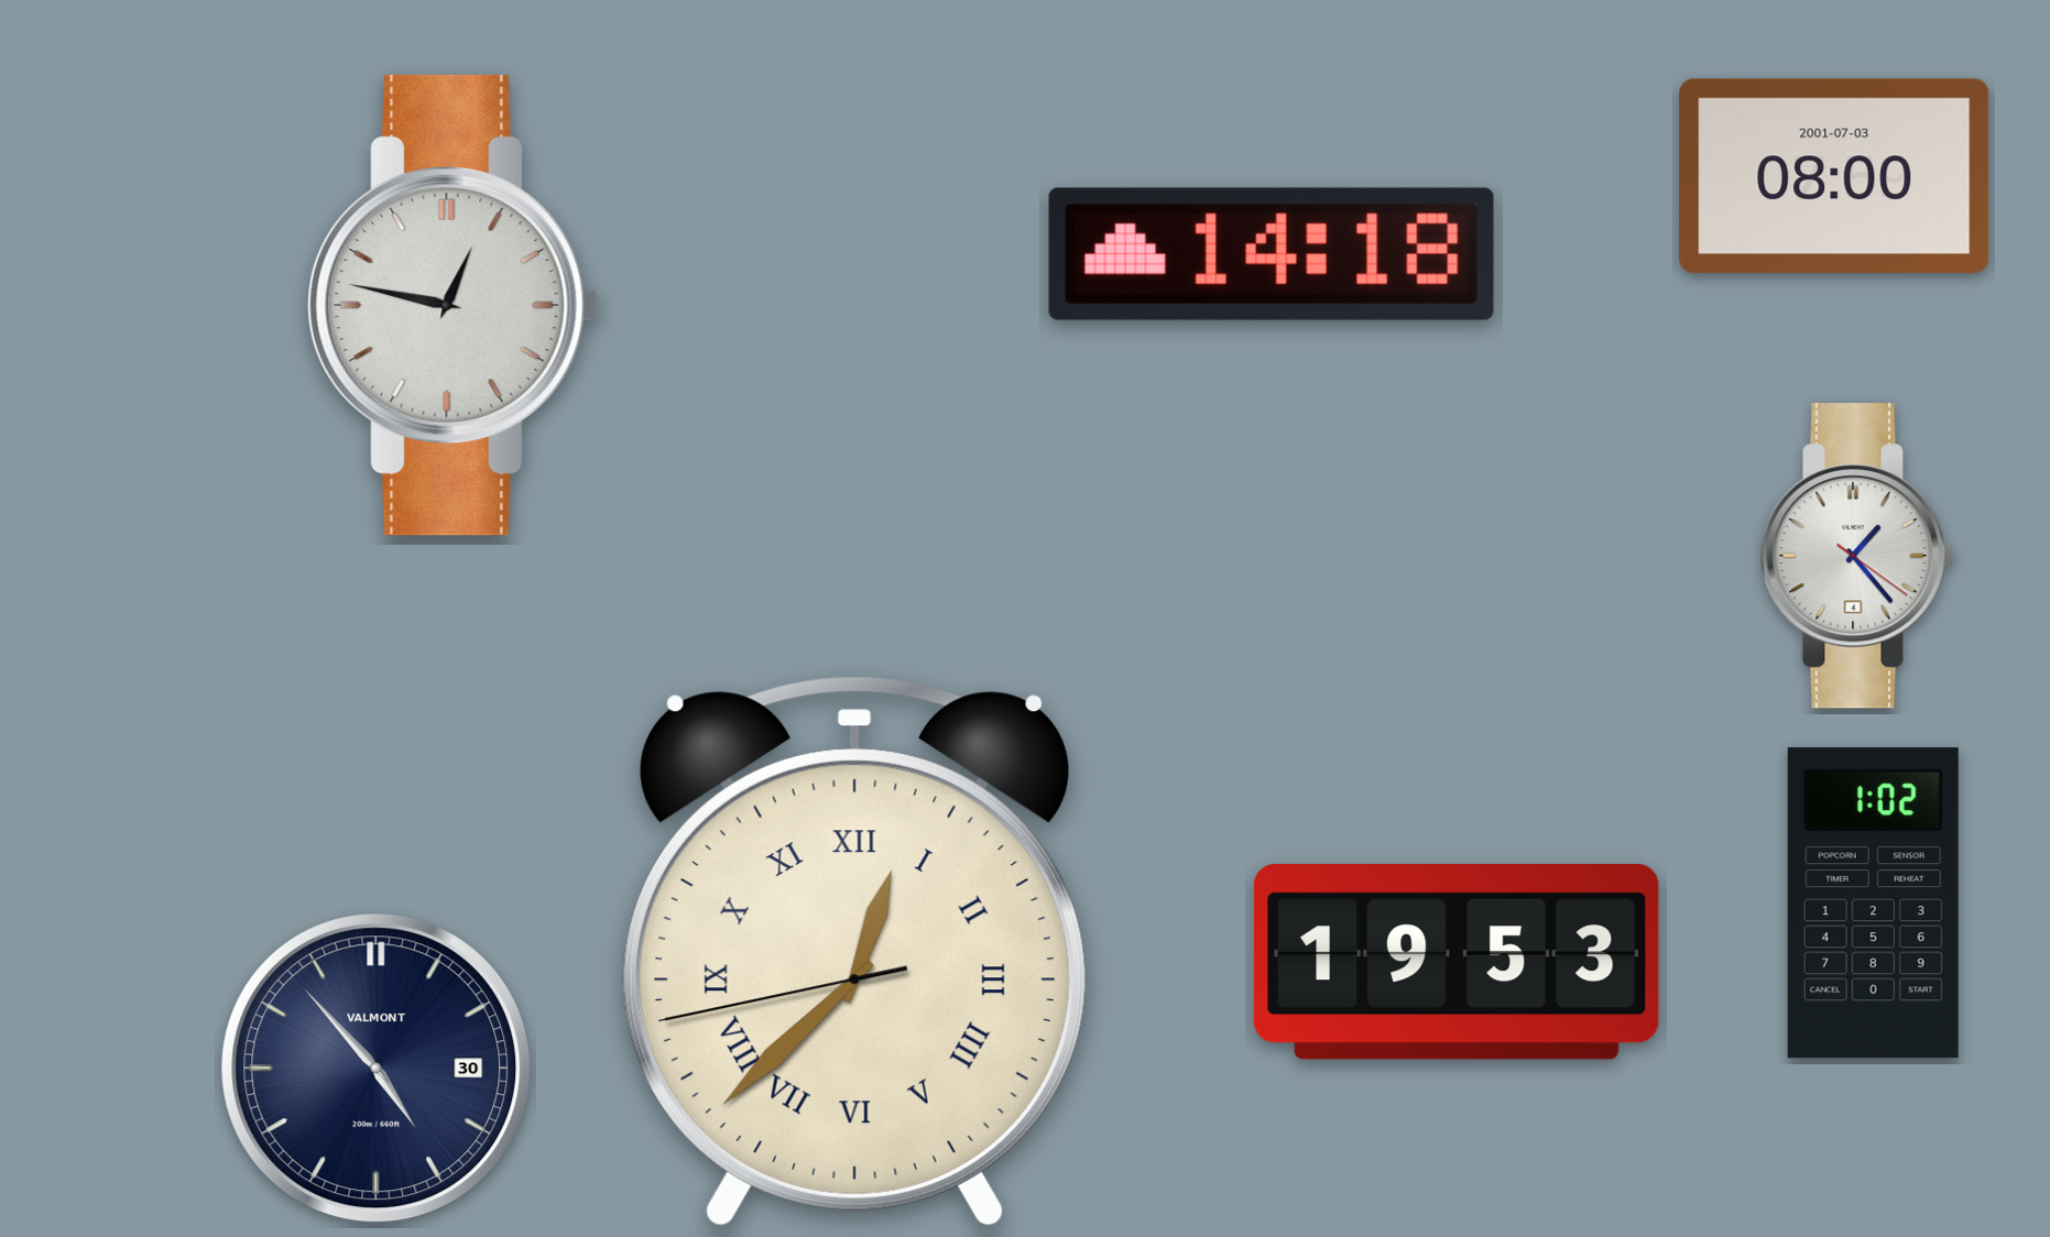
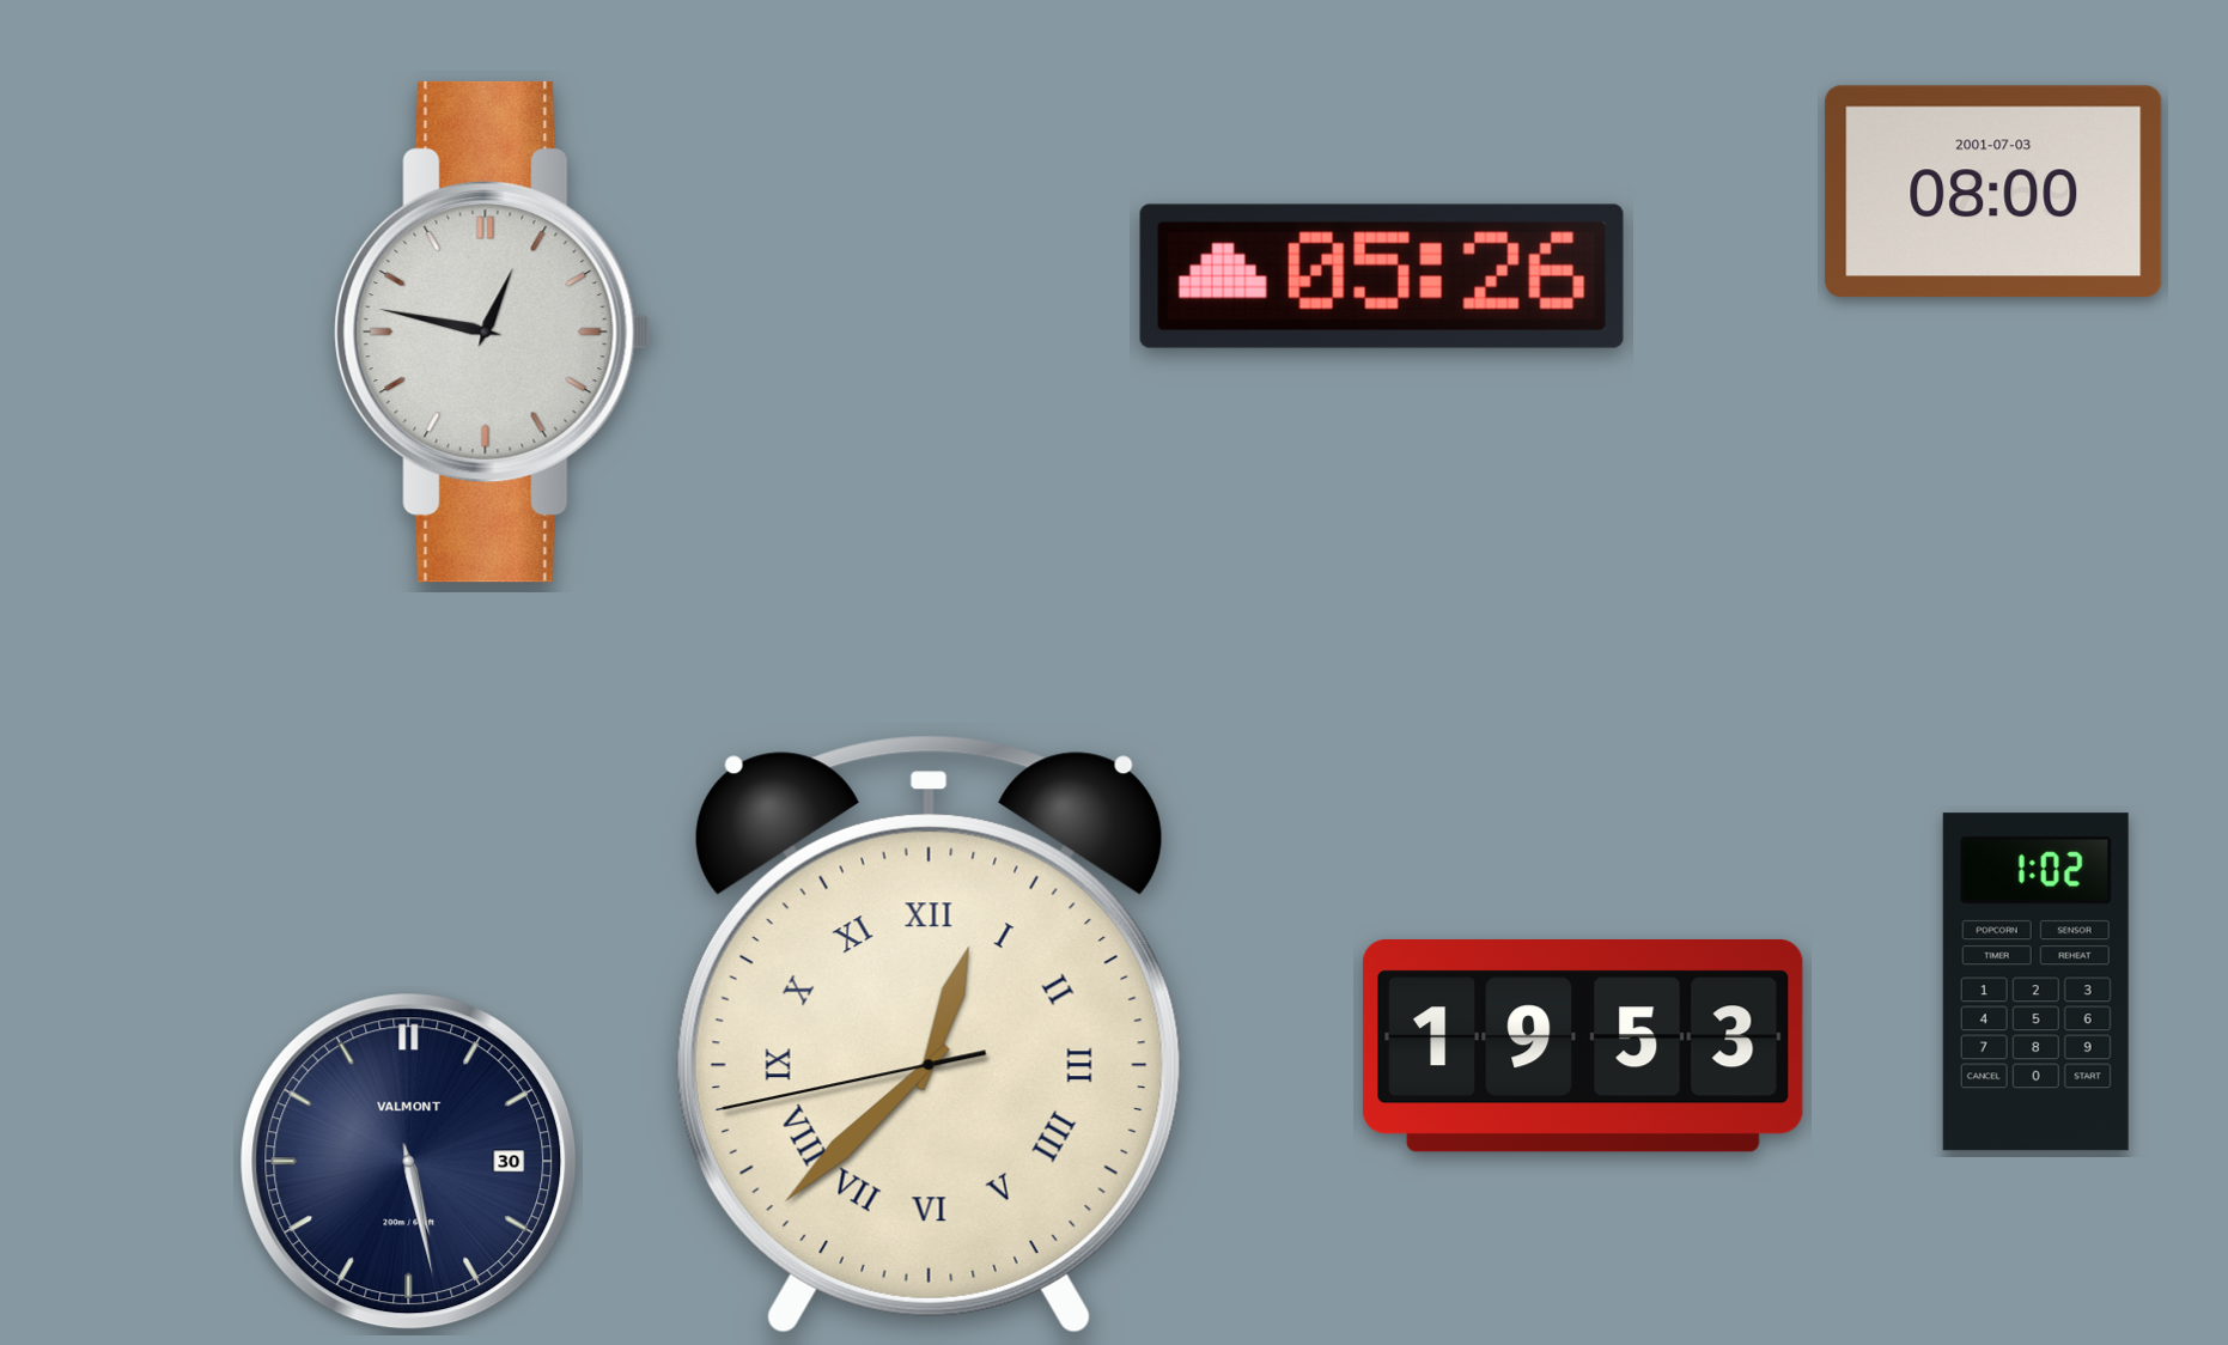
clock at (1272, 254): 14:18 -> 05:26
clock at (1857, 556): 1:23 -> none
clock at (377, 1069): 4:53 -> 5:28
